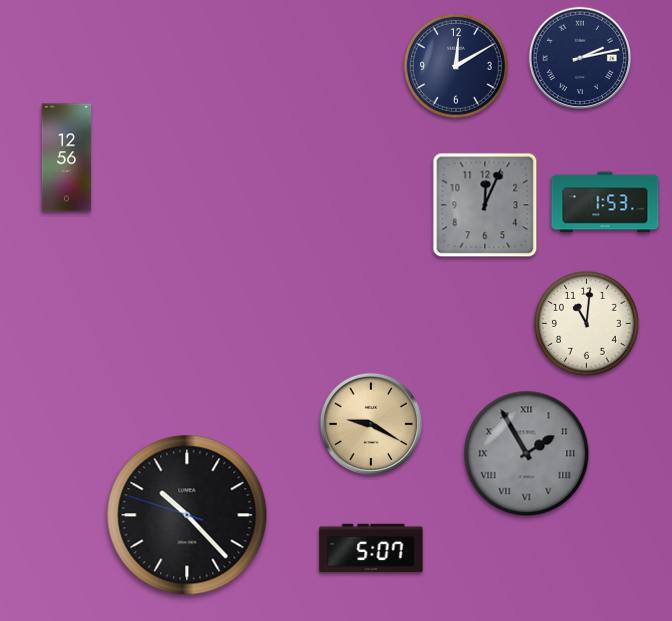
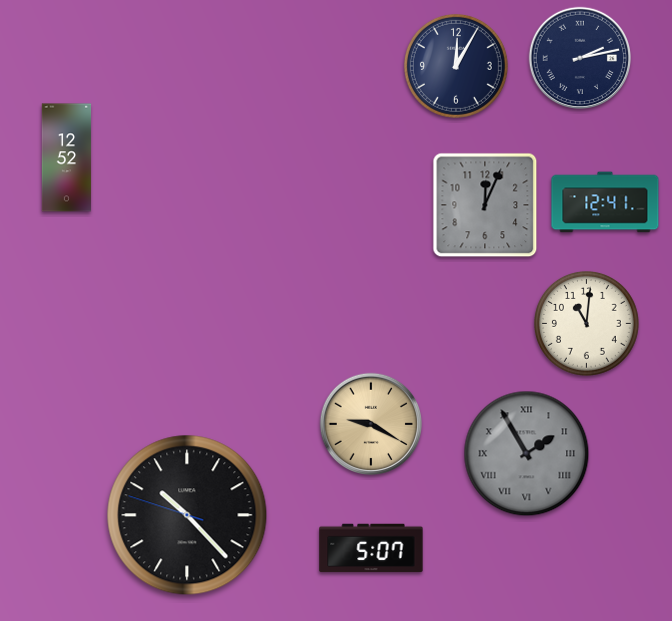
clock at (456, 66): 12:10 -> 12:05
clock at (67, 158): 12:56 -> 12:52
clock at (605, 202): 1:53 -> 12:41
